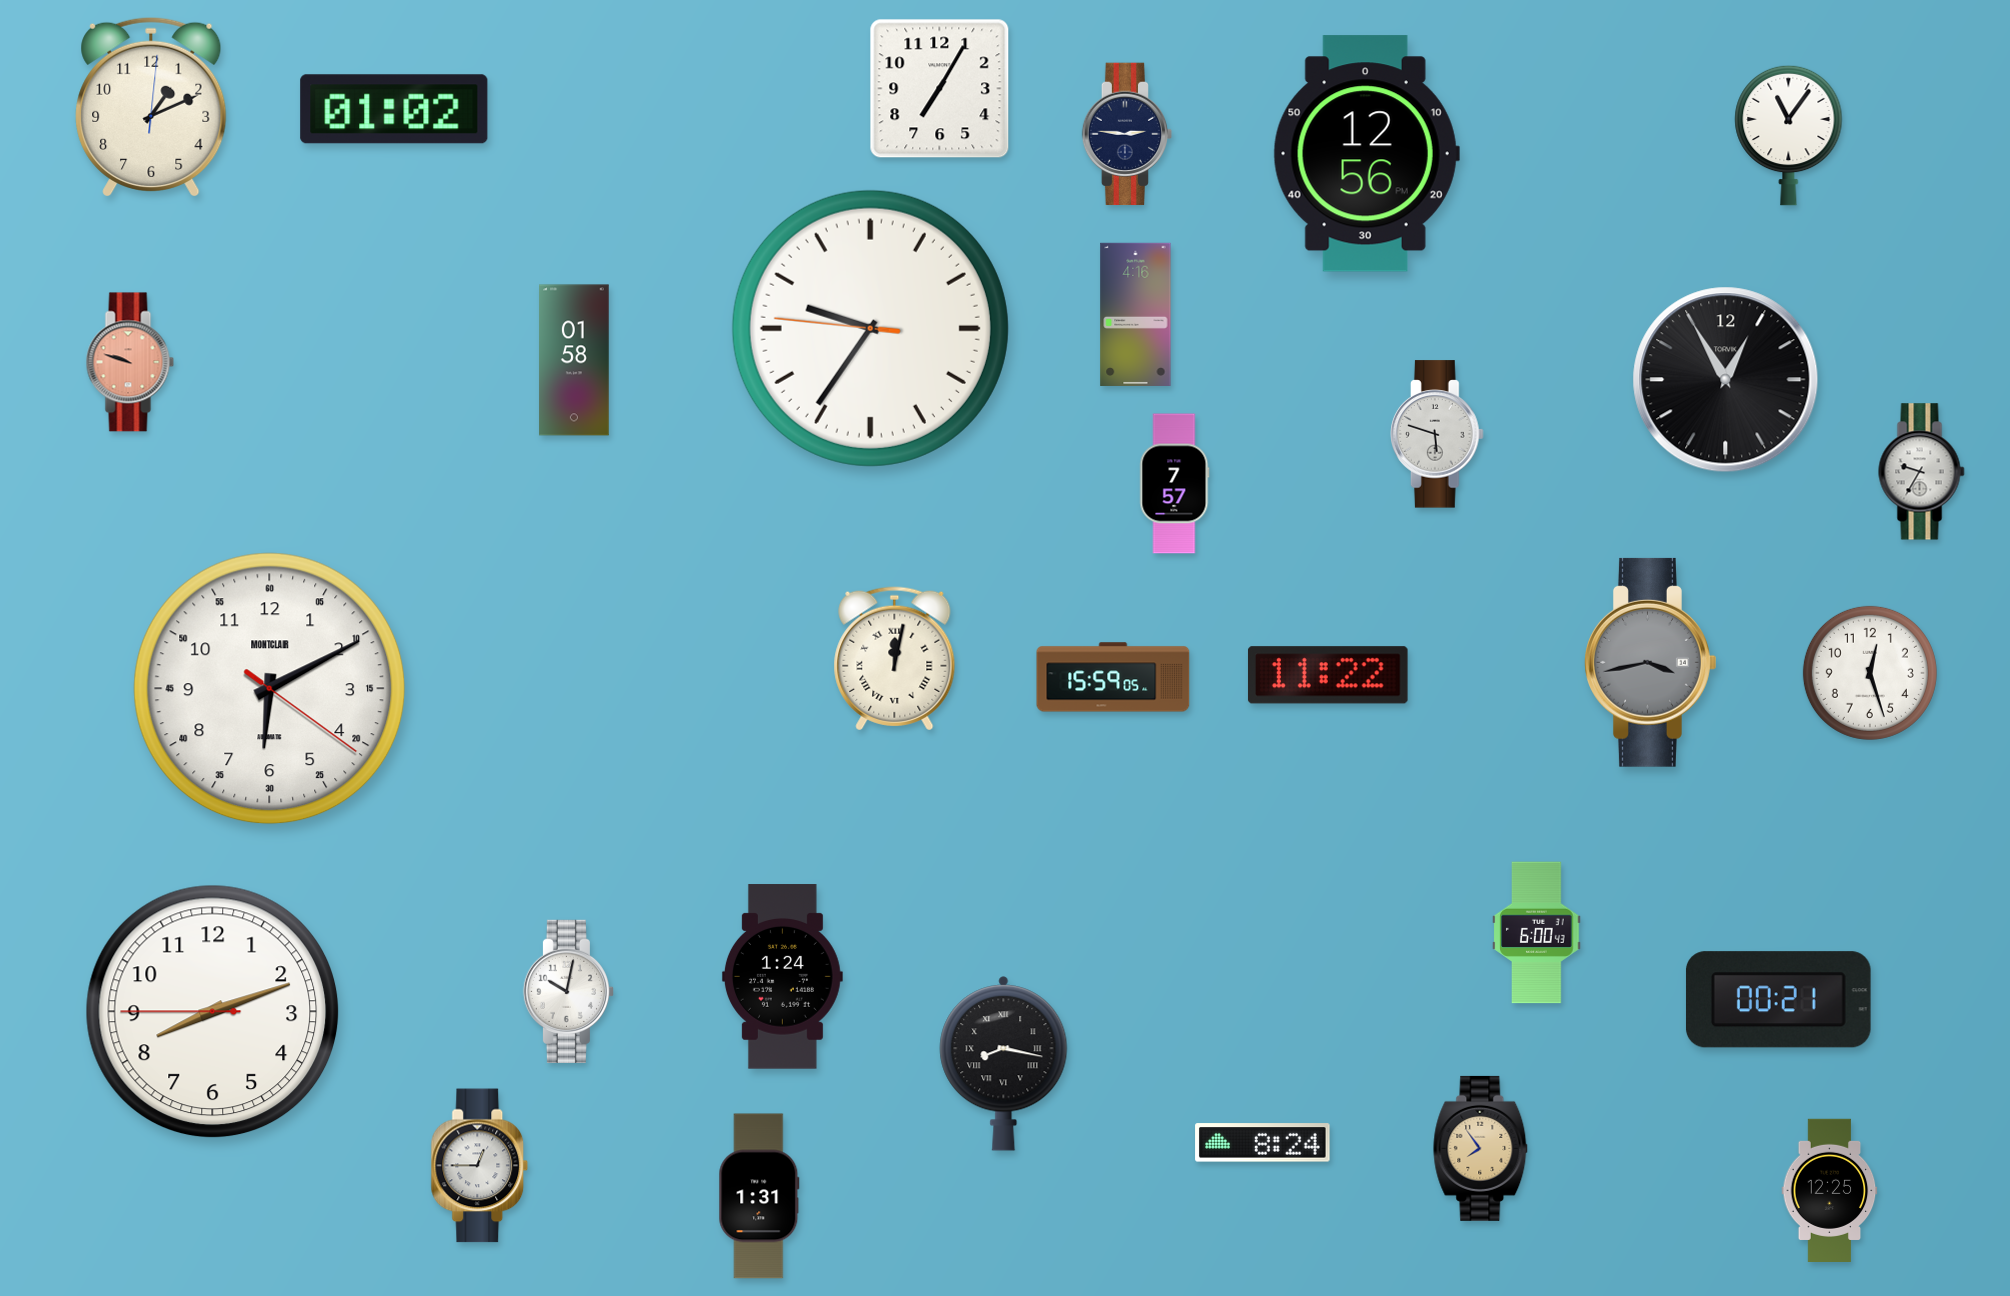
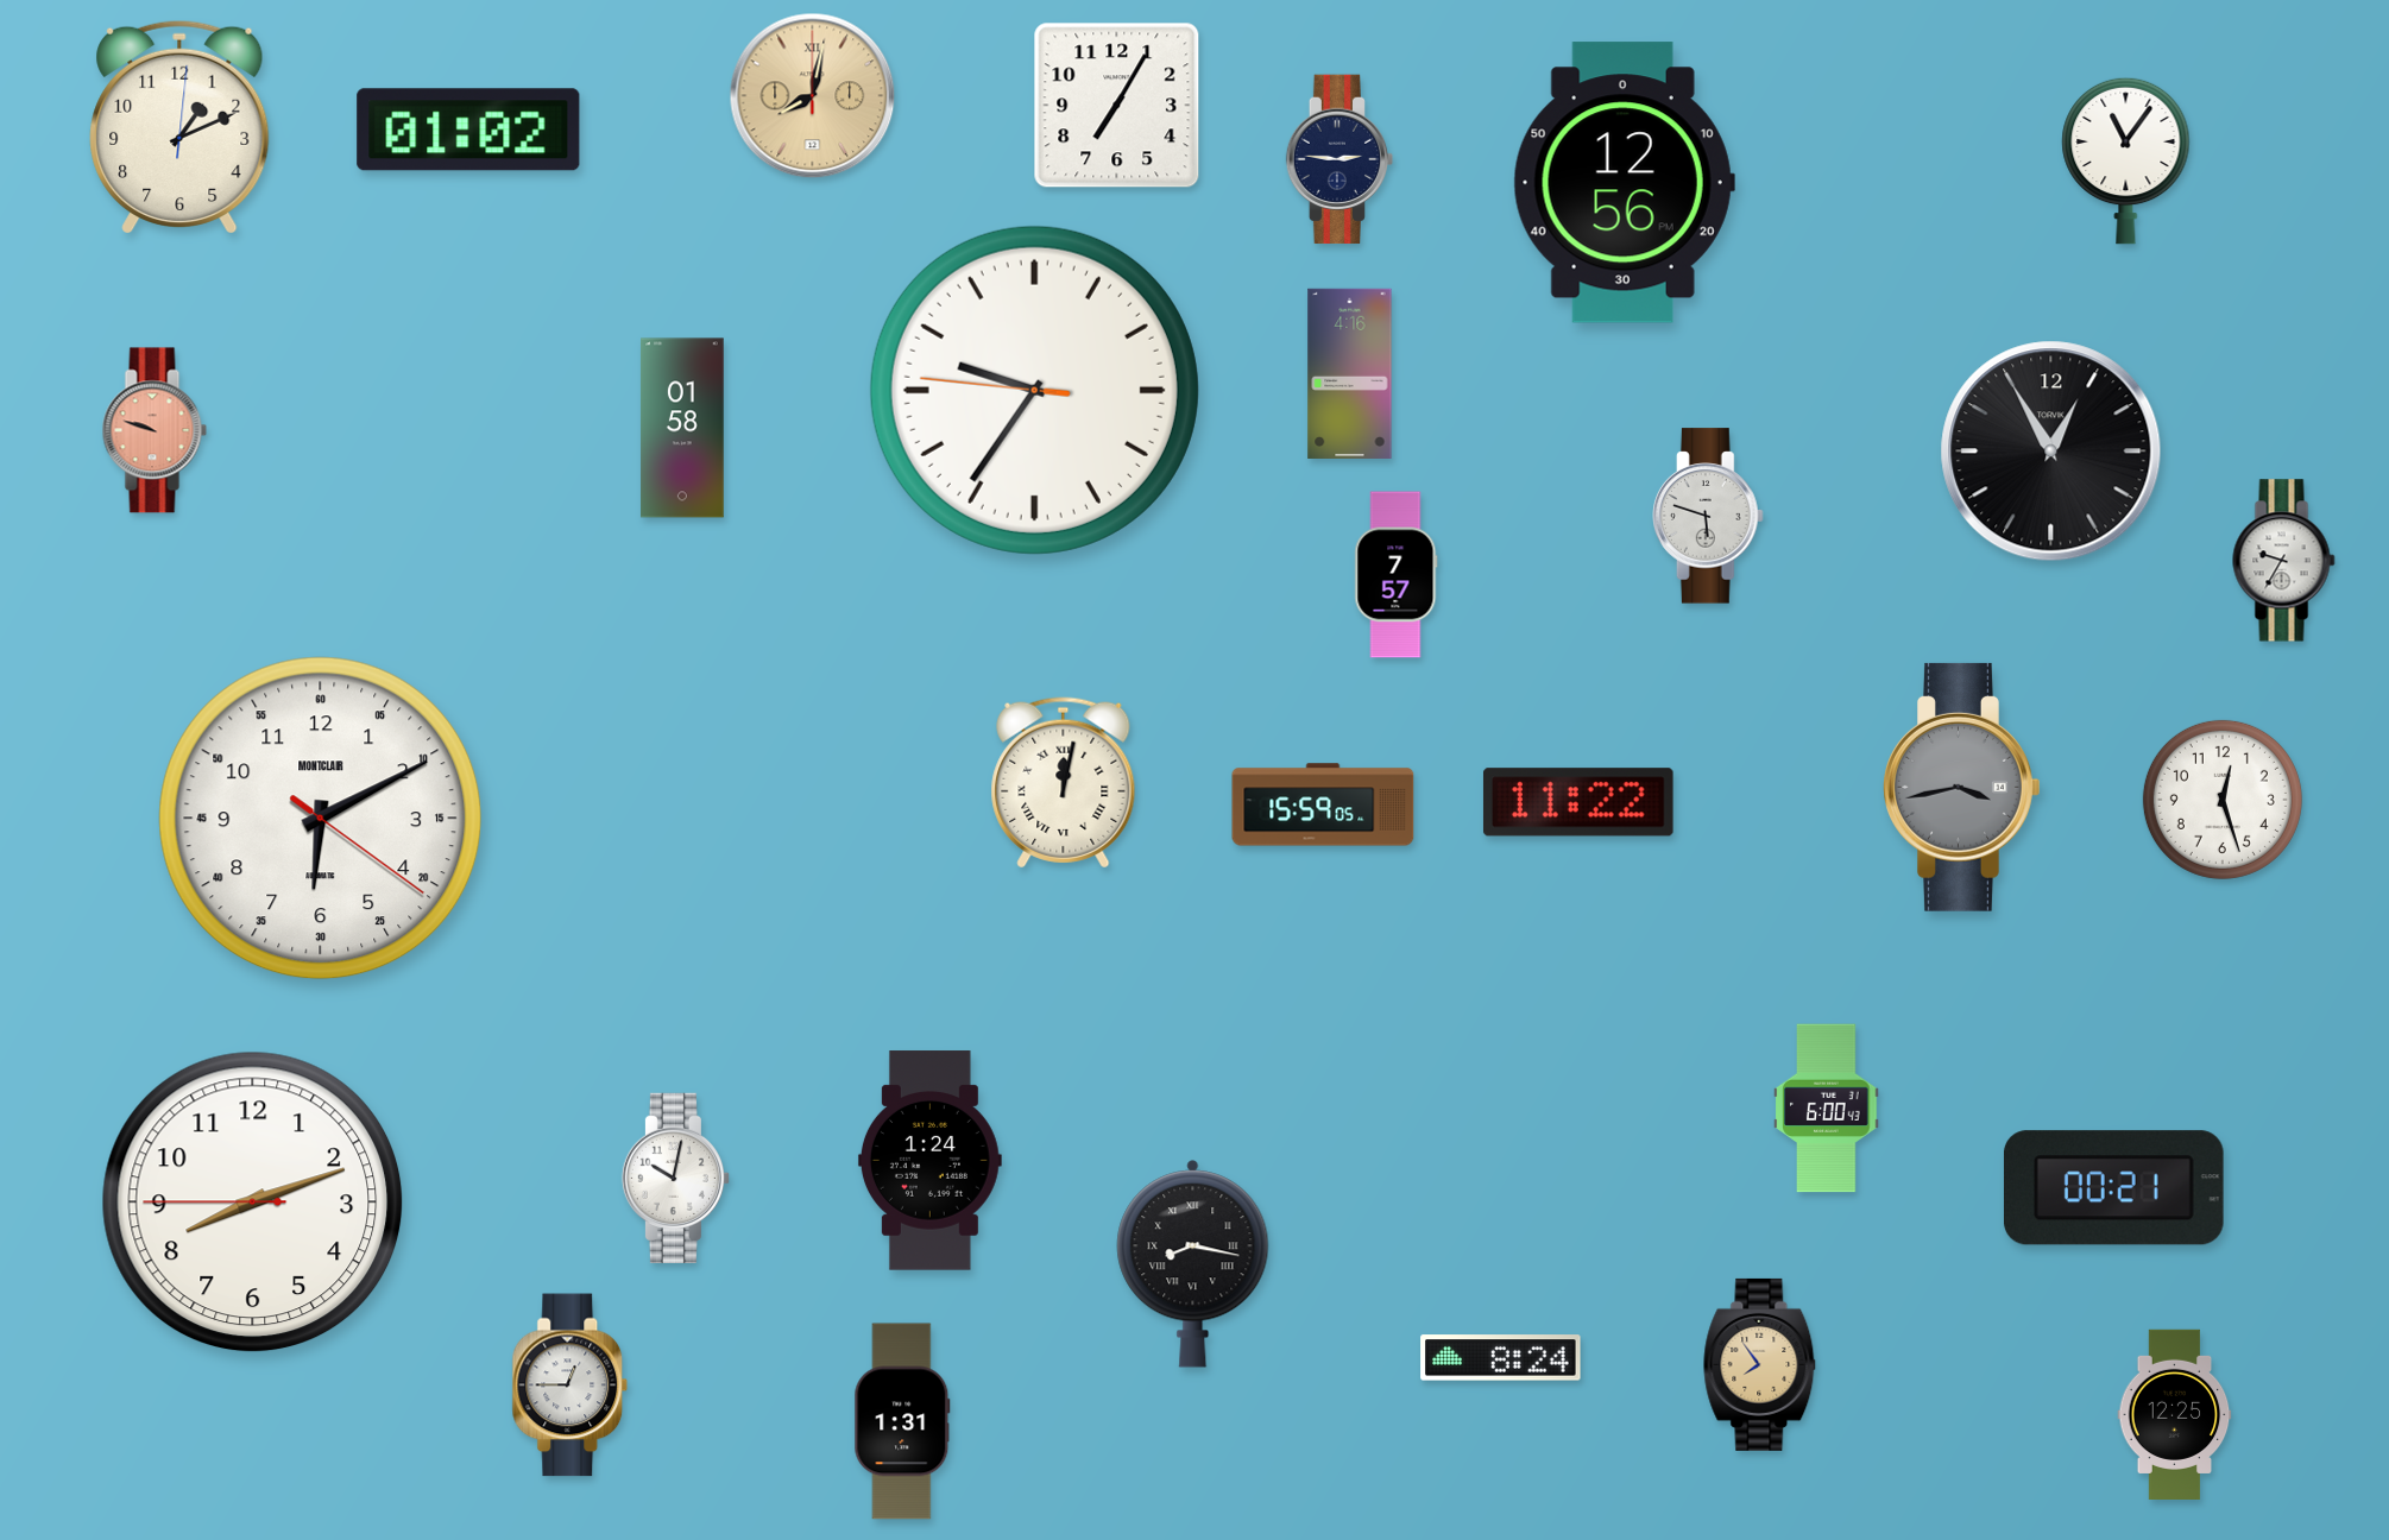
clock at (813, 96): none -> 8:02
